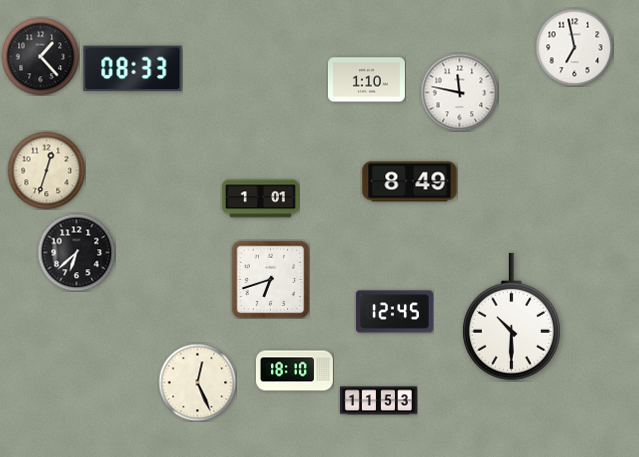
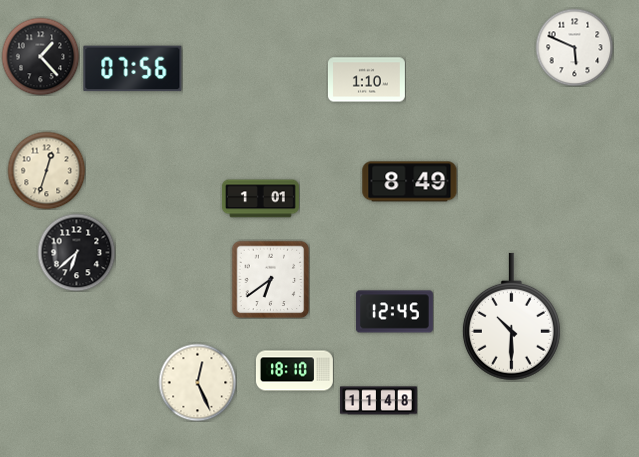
clock at (574, 47): 6:58 -> 5:49
clock at (133, 69): 08:33 -> 07:56
clock at (459, 92): 11:47 -> none
clock at (270, 279): 6:42 -> 6:39
clock at (378, 401): 11:53 -> 11:48
